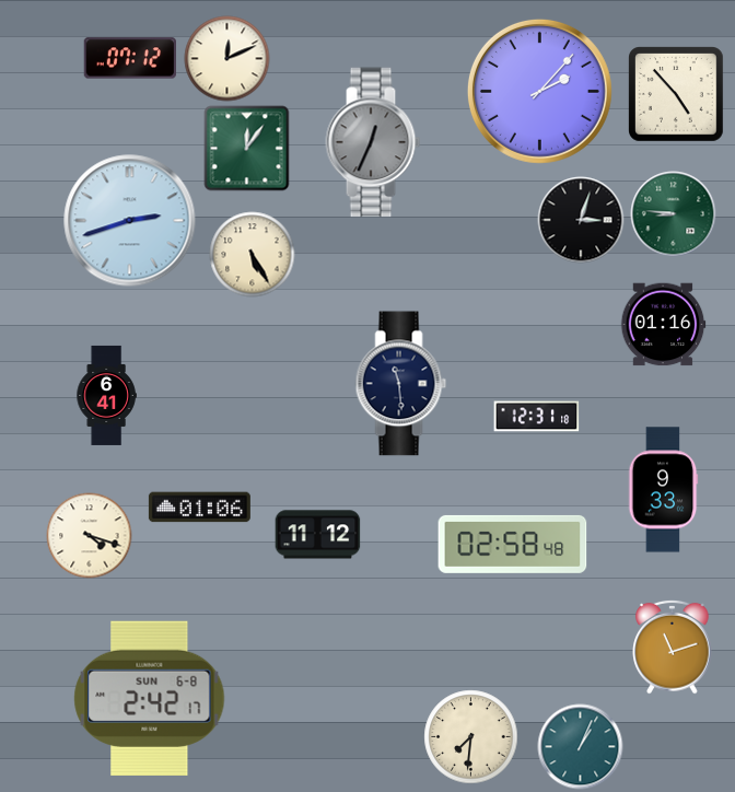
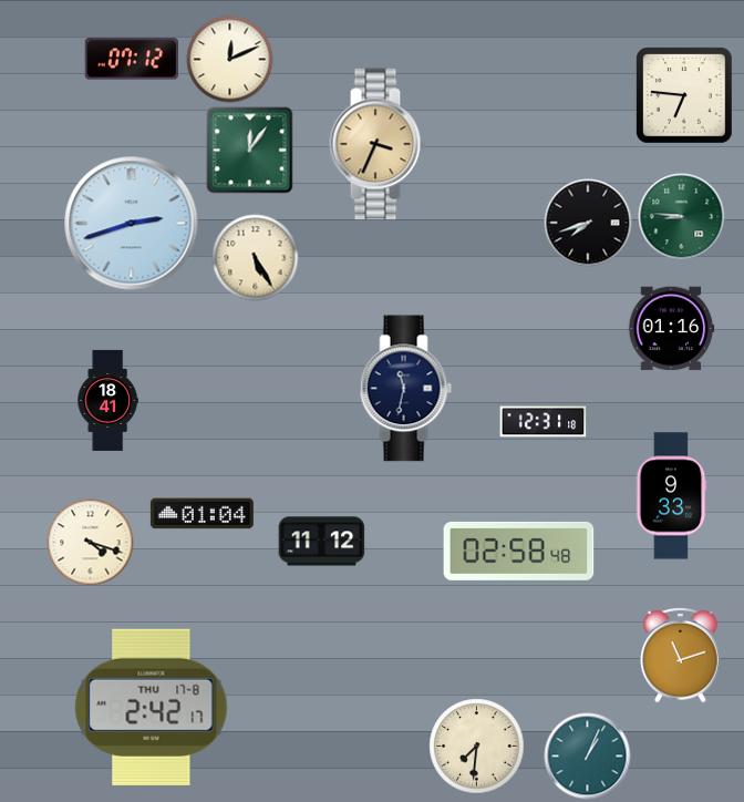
clock at (539, 91): 2:07 -> none
clock at (676, 94): 4:53 -> 6:46
clock at (373, 142): 12:34 -> 3:34
clock at (373, 142) dial: grey -> champagne
clock at (581, 220): 3:03 -> 7:42
clock at (401, 384): 11:29 -> 11:32
clock at (106, 395): 6:41 -> 18:41
clock at (199, 508): 01:06 -> 01:04
clock at (150, 698) date: SUN 6-8 -> THU 17-8
